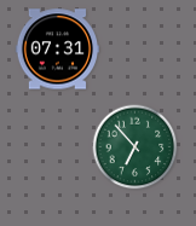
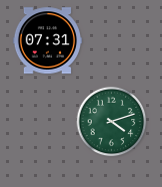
clock at (136, 147): 6:53 -> 4:12
